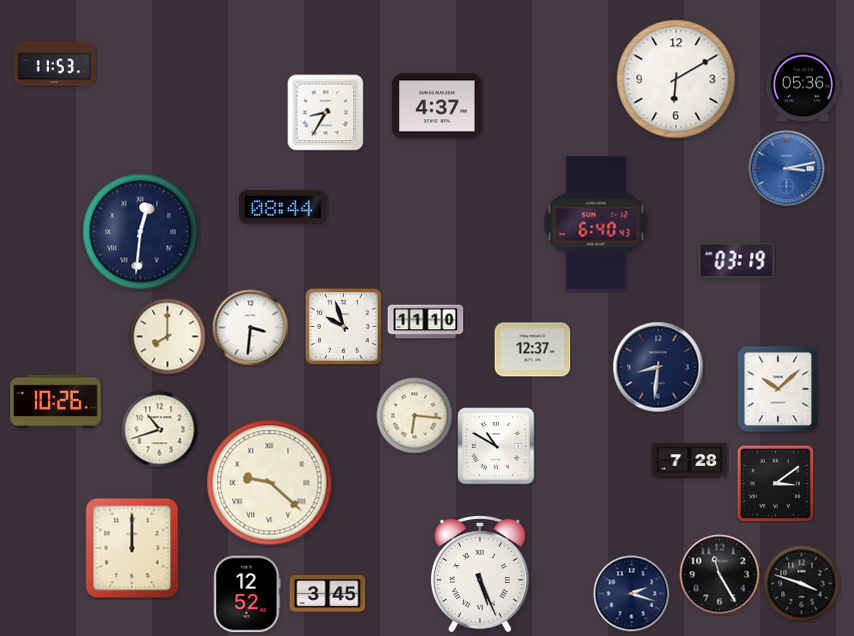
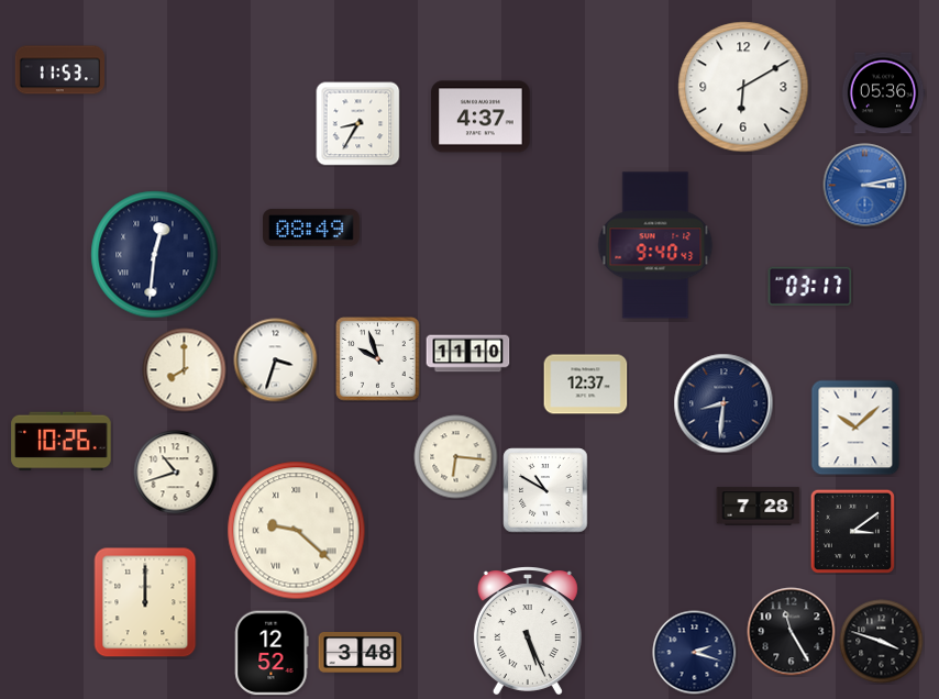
clock at (284, 207): 08:44 -> 08:49
clock at (596, 223): 6:40 -> 9:40
clock at (737, 260): 03:19 -> 03:17
clock at (251, 328): 3:31 -> 3:33
clock at (328, 594): 3:45 -> 3:48
